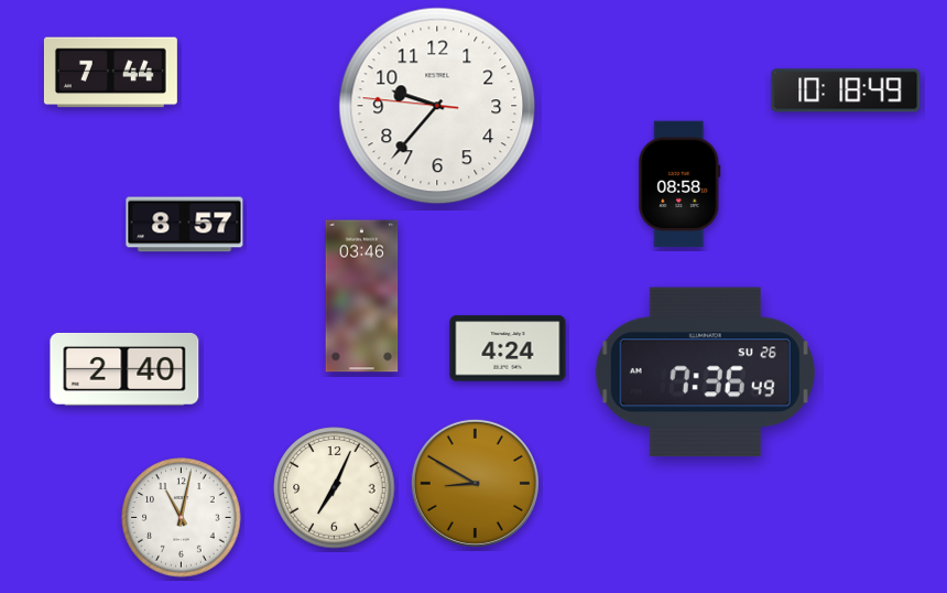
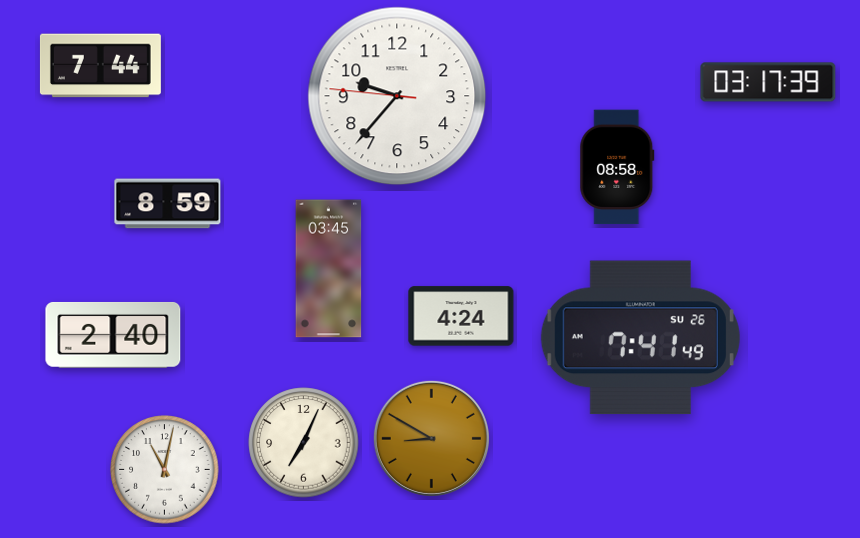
clock at (846, 90): 10:18 -> 03:17
clock at (185, 225): 8:57 -> 8:59
clock at (362, 296): 03:46 -> 03:45
clock at (705, 373): 7:36 -> 7:41
